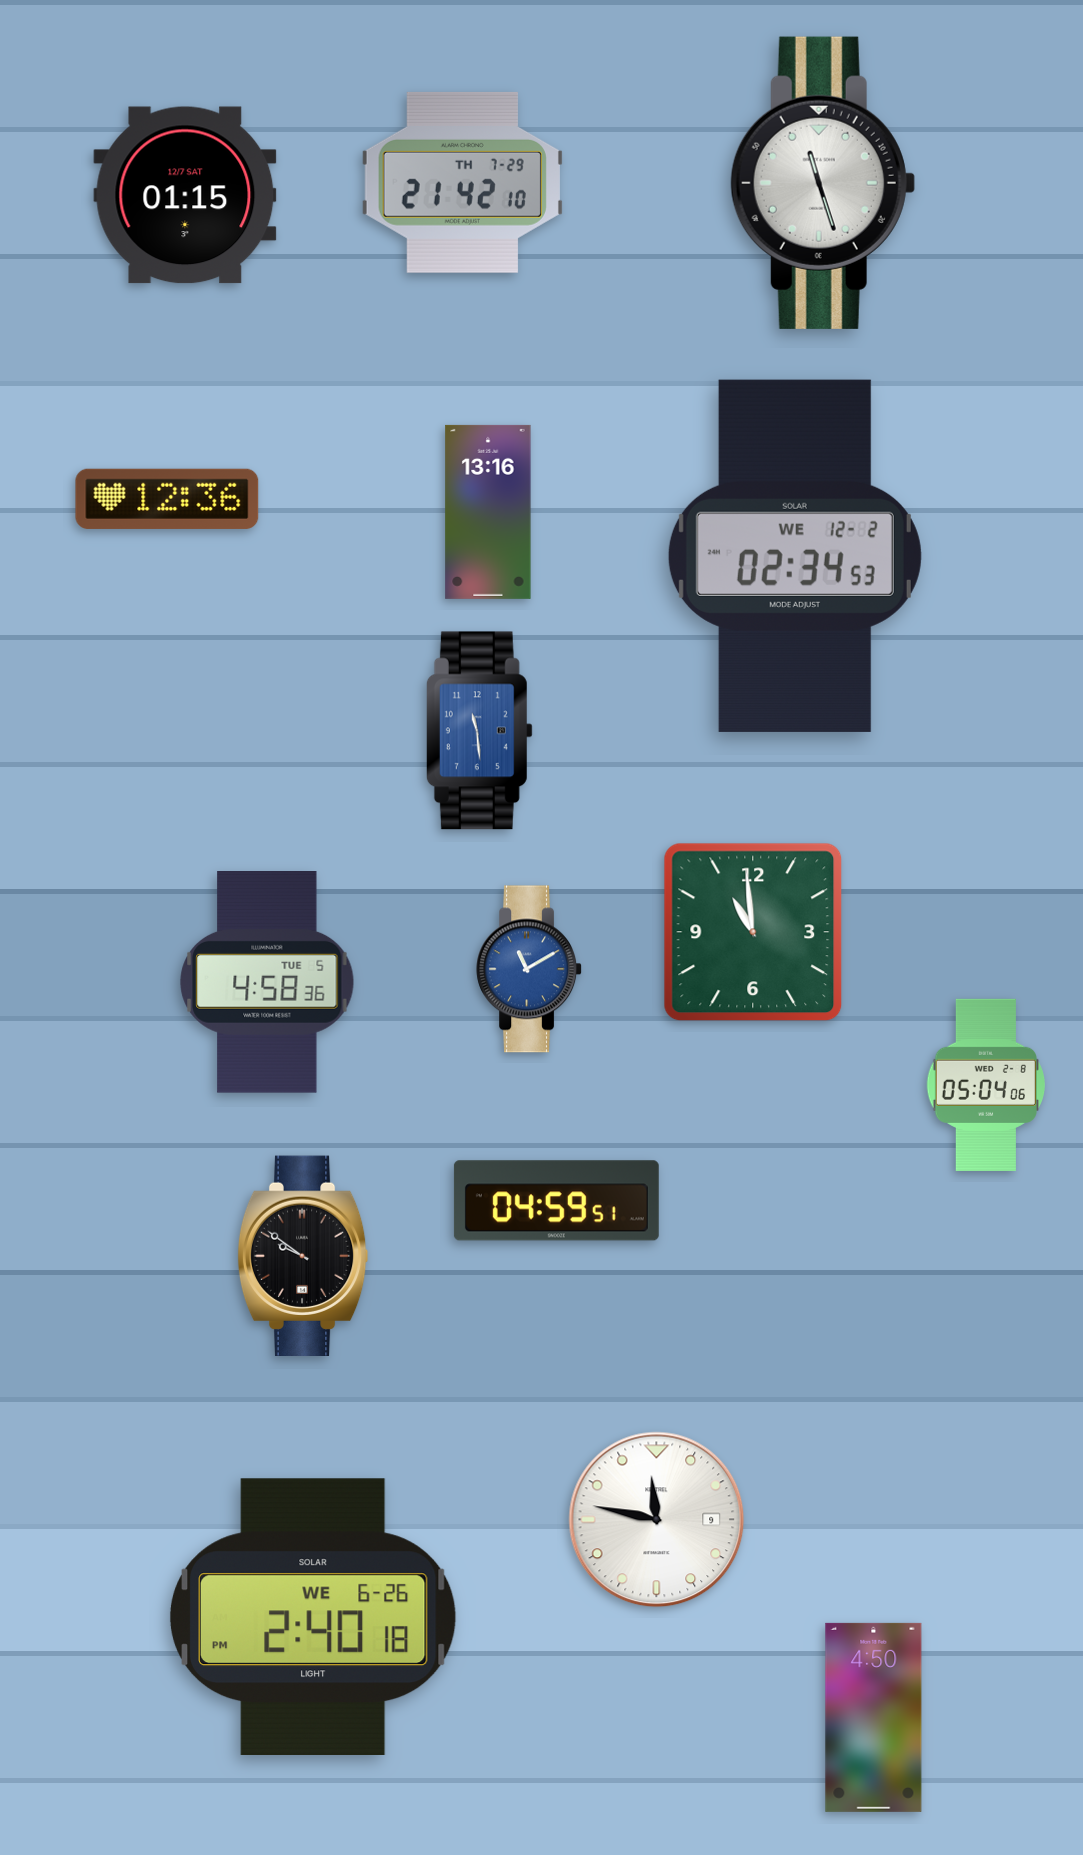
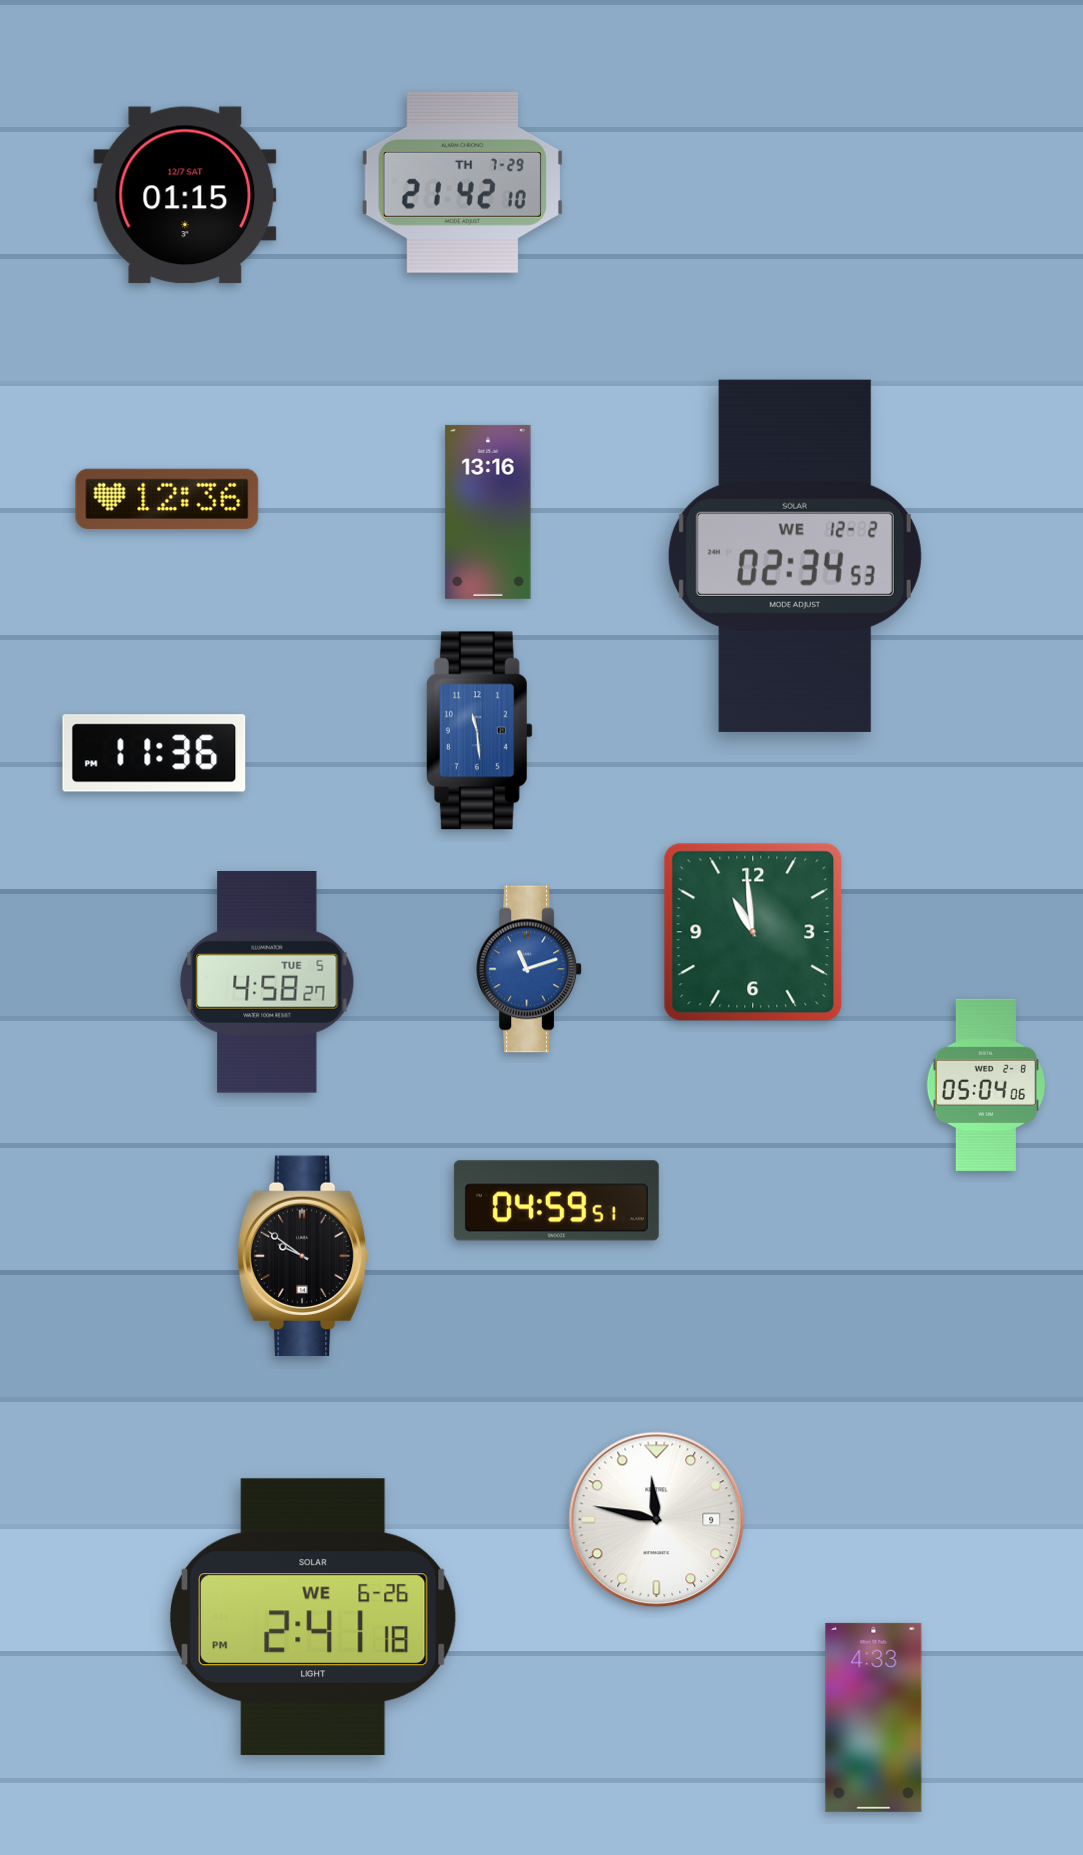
clock at (823, 183): 11:27 -> none
clock at (154, 753): none -> 11:36
clock at (529, 969): 11:10 -> 11:12
clock at (267, 983): 4:58:36 -> 4:58:27
clock at (313, 1616): 2:40 -> 2:41
clock at (874, 1717): 4:50 -> 4:33
